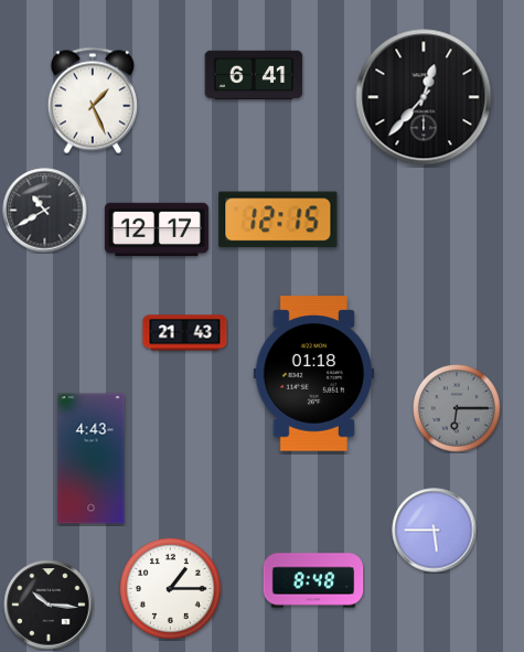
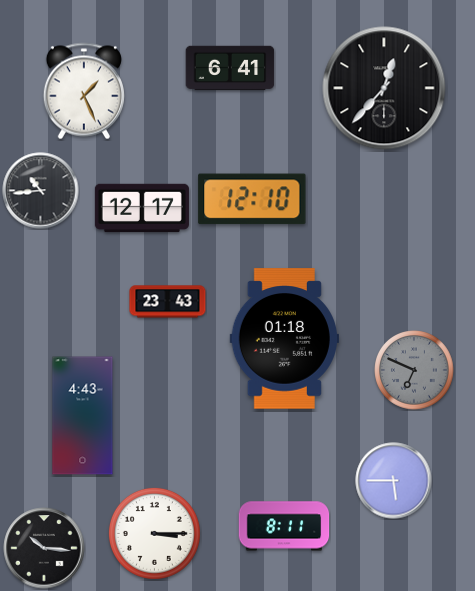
clock at (45, 211): 10:40 -> 10:44
clock at (278, 220): 12:15 -> 12:10
clock at (185, 333): 21:43 -> 23:43
clock at (457, 408): 6:15 -> 6:49
clock at (313, 580): 8:48 -> 8:11
clock at (170, 588): 1:15 -> 3:15
